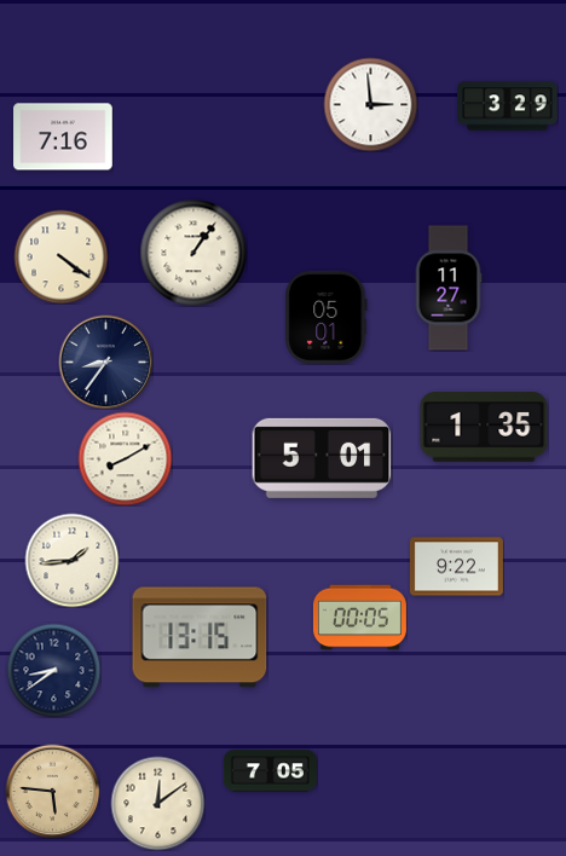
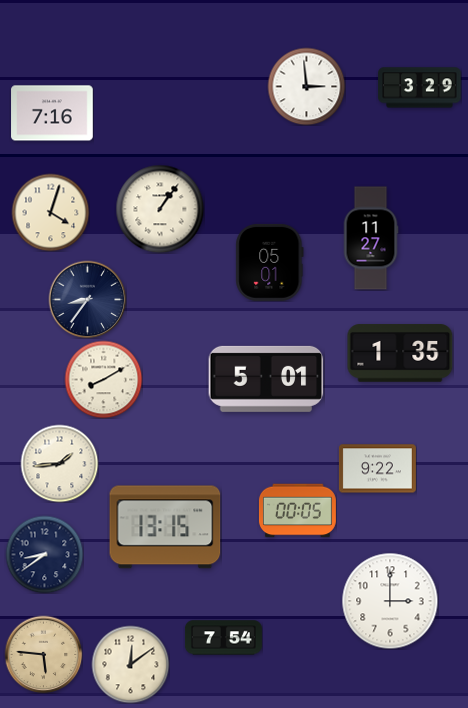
clock at (60, 256): 4:21 -> 4:03
clock at (390, 601): none -> 3:00
clock at (270, 771): 7:05 -> 7:54
